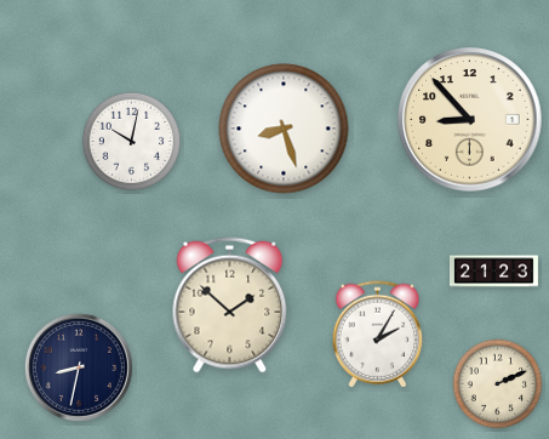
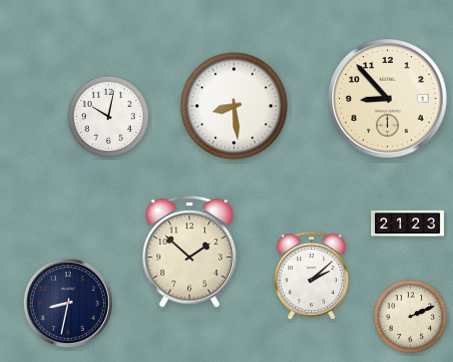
clock at (284, 129): 8:27 -> 8:29
clock at (378, 335): 2:05 -> 2:08
clock at (79, 367) position: (79, 367) -> (68, 303)
